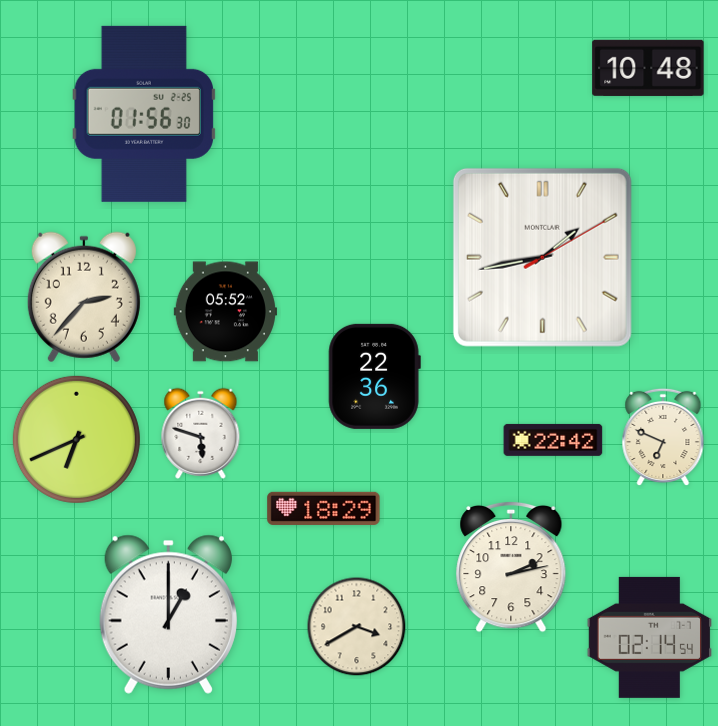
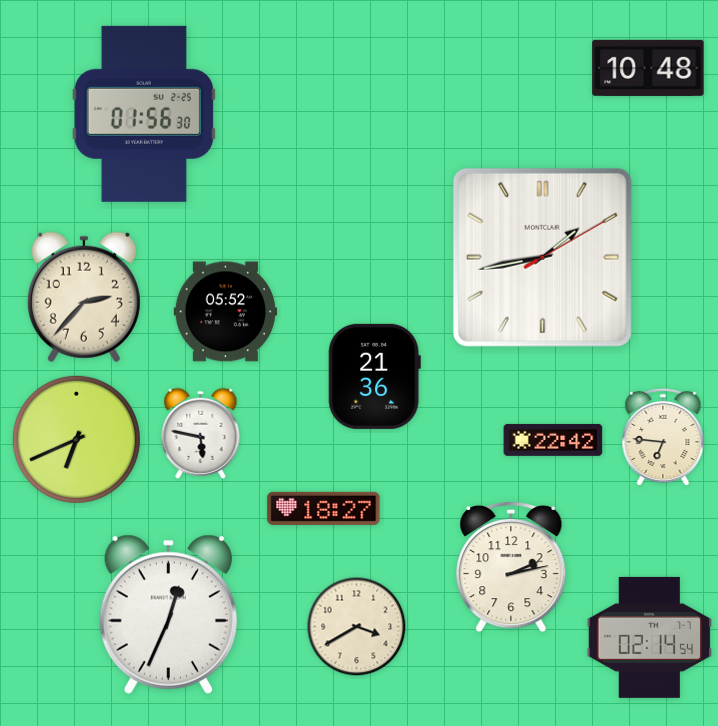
clock at (374, 376): 22:36 -> 21:36
clock at (201, 433): 5:48 -> 5:47
clock at (663, 437): 6:49 -> 6:46
clock at (324, 508): 18:29 -> 18:27
clock at (168, 614): 1:00 -> 12:34
